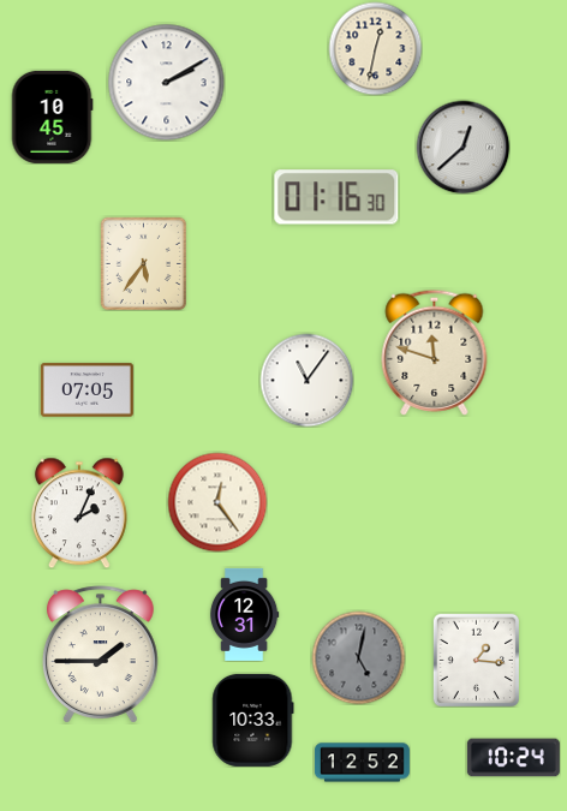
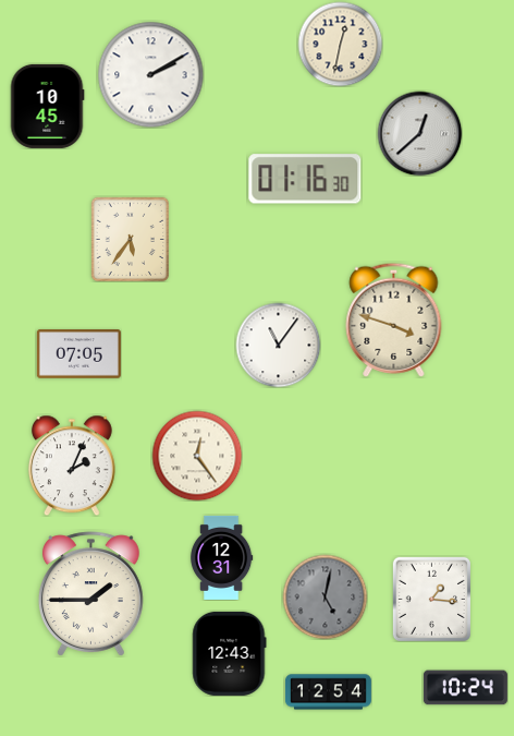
clock at (435, 352): 11:48 -> 3:48
clock at (253, 720): 10:33 -> 12:43
clock at (362, 763): 12:52 -> 12:54
